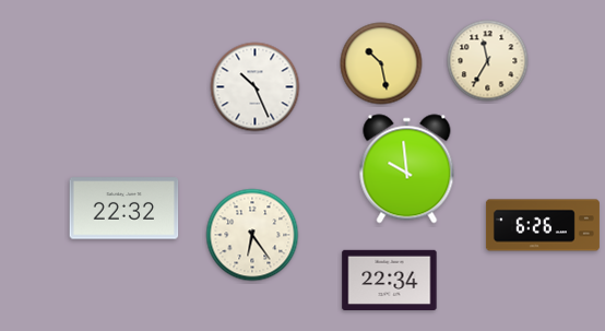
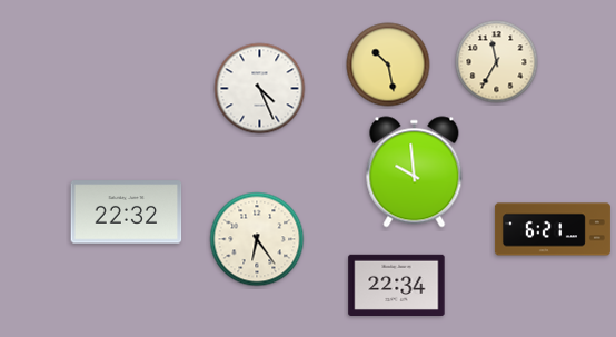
clock at (256, 87): 10:26 -> 4:26
clock at (543, 225): 6:26 -> 6:21
